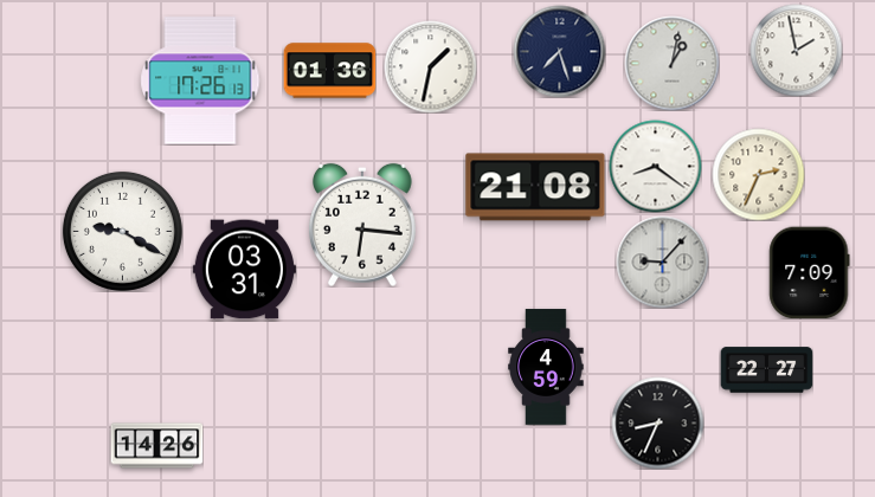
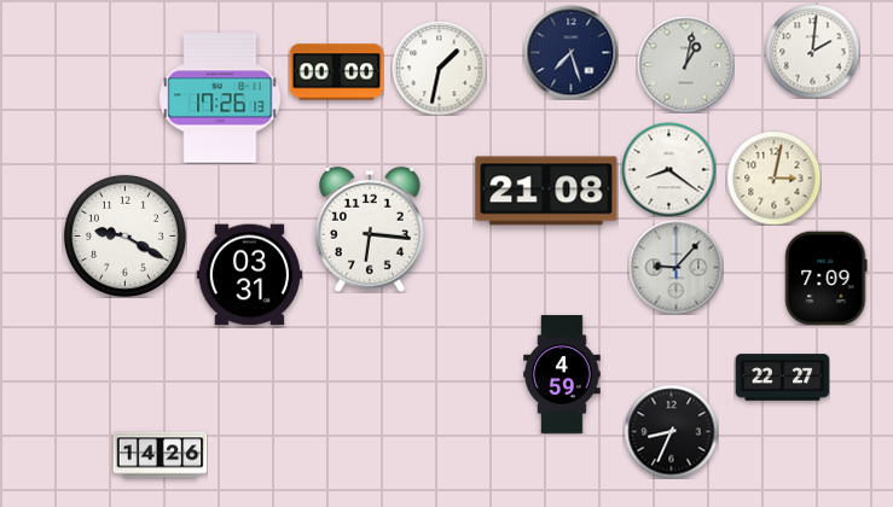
clock at (796, 50): 1:58 -> 2:01
clock at (329, 71): 01:36 -> 00:00
clock at (200, 80) position: (200, 80) -> (220, 98)
clock at (758, 174): 2:34 -> 3:02
clock at (546, 367) position: (546, 367) -> (562, 374)
